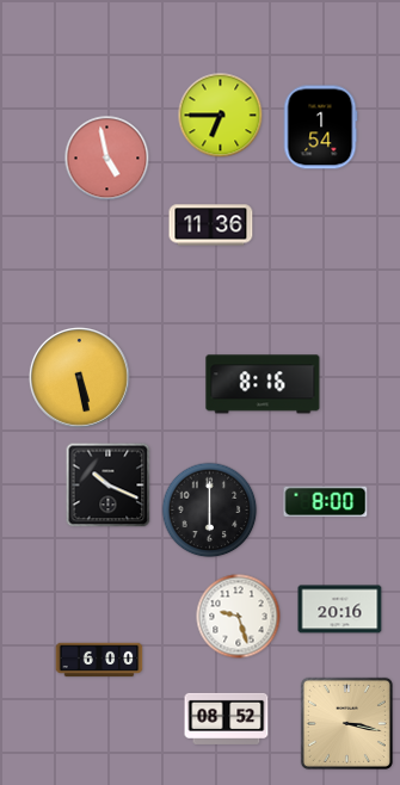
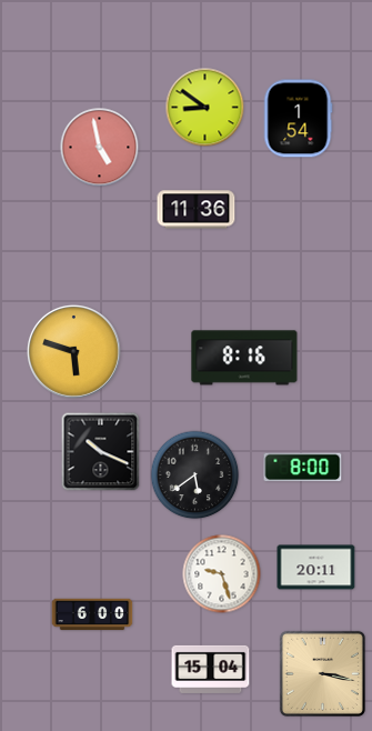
clock at (221, 116): 6:45 -> 8:51
clock at (79, 377): 5:28 -> 5:48
clock at (210, 511): 6:00 -> 5:39
clock at (340, 610): 20:16 -> 20:11
clock at (227, 718): 08:52 -> 15:04
